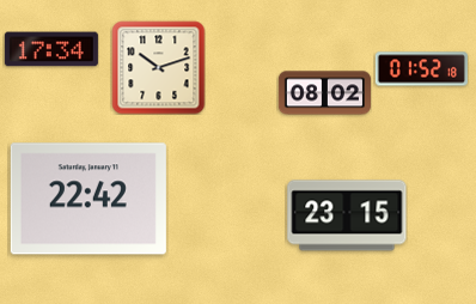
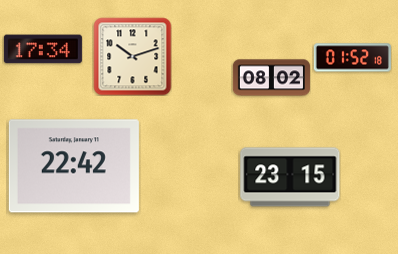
clock at (51, 49) position: (51, 49) -> (43, 49)
clock at (347, 215) position: (347, 215) -> (290, 177)
